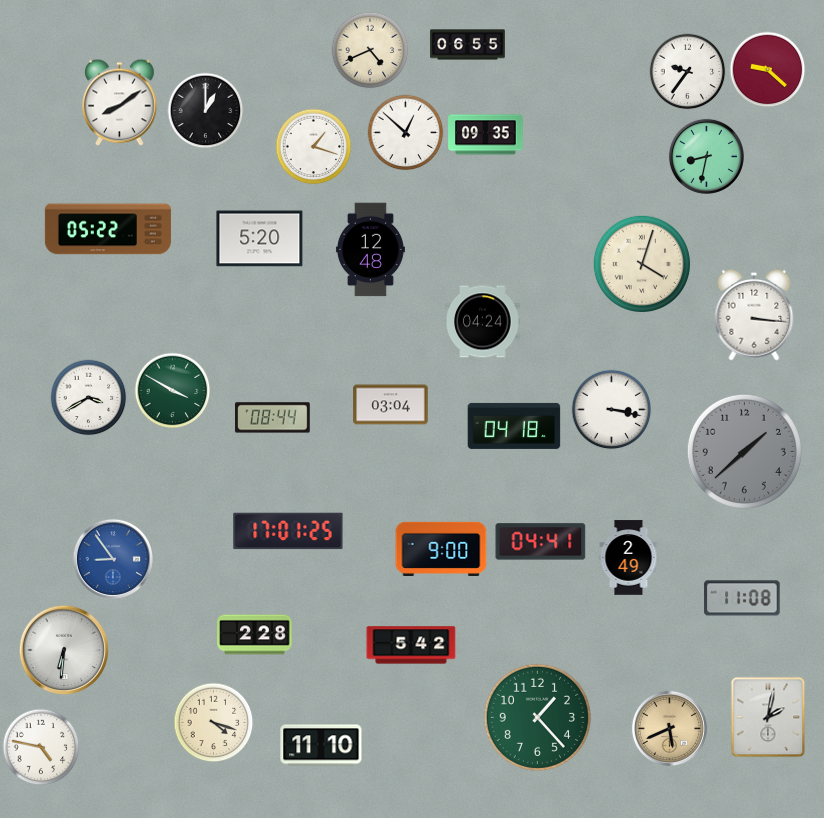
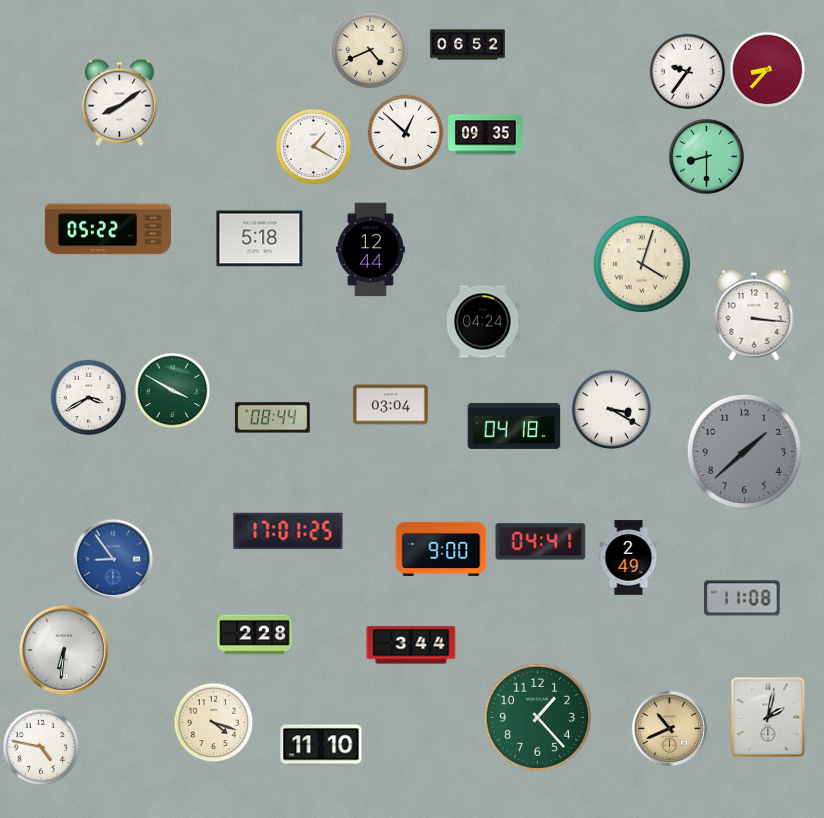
clock at (468, 45): 06:55 -> 06:52
clock at (768, 70): 9:22 -> 8:37
clock at (206, 111): 1:00 -> none
clock at (314, 147): 1:18 -> 1:20
clock at (706, 156): 8:32 -> 8:30
clock at (260, 239): 5:20 -> 5:18
clock at (370, 250): 12:48 -> 12:44
clock at (612, 410): 3:17 -> 3:20
clock at (411, 645): 5:42 -> 3:44
clock at (669, 728): 5:41 -> 10:41
